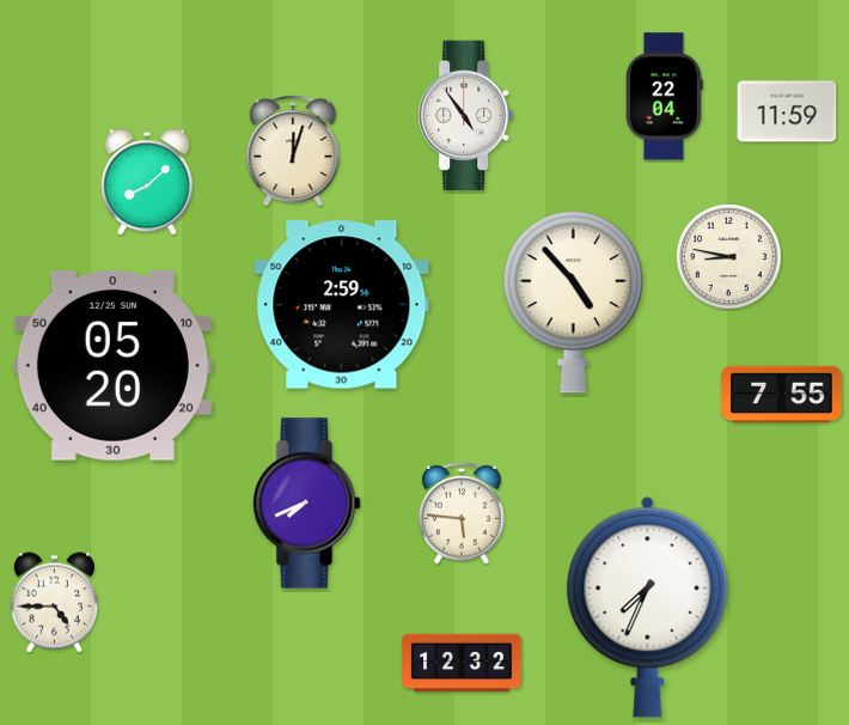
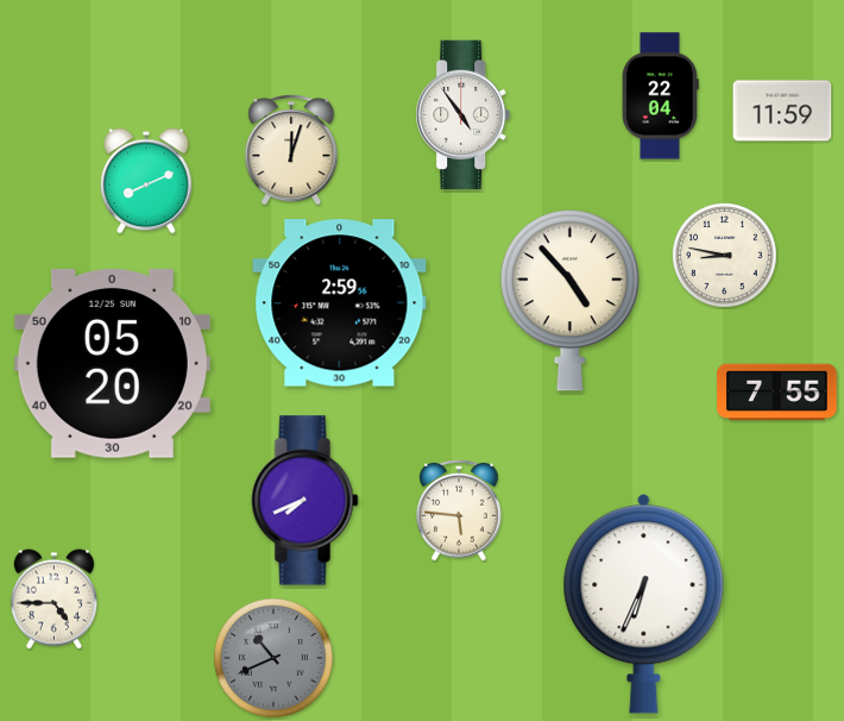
clock at (147, 182): 8:08 -> 8:11
clock at (648, 608): 7:34 -> 6:34
clock at (273, 658): none -> 10:41
clock at (462, 663): 12:32 -> none
